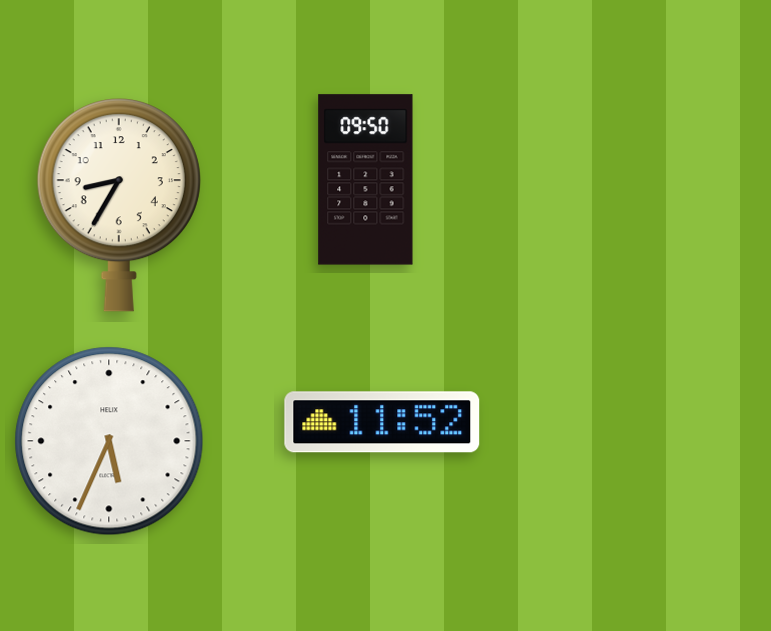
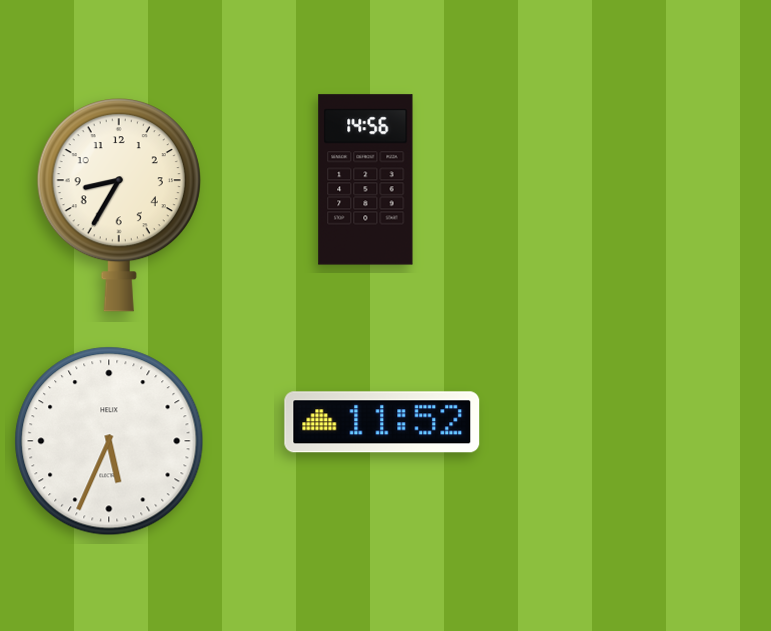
clock at (366, 180): 09:50 -> 14:56
